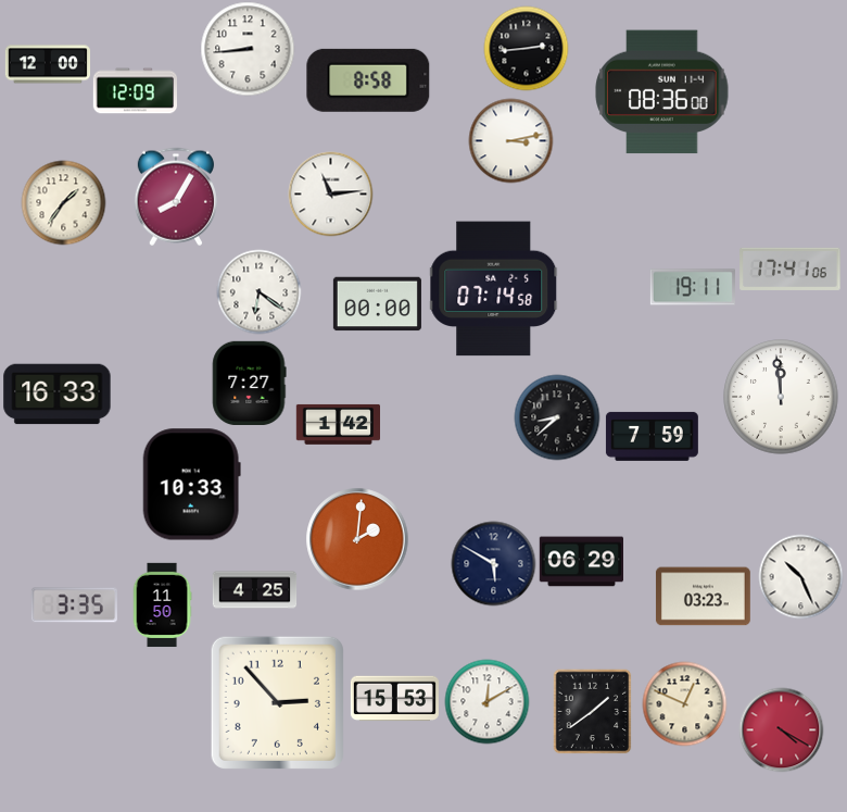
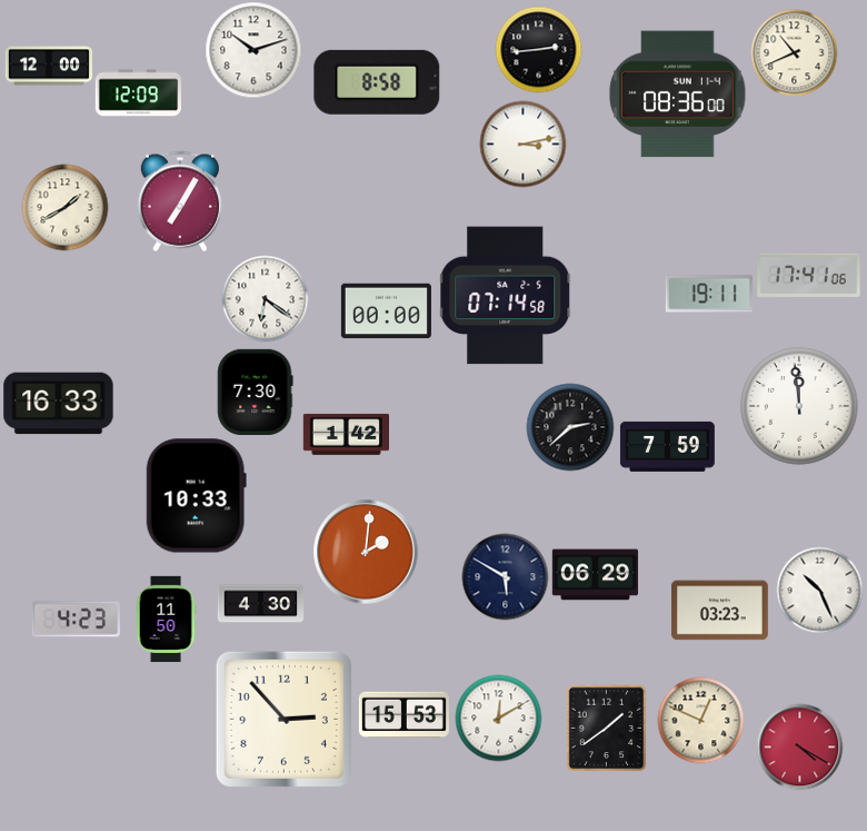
clock at (248, 49): 8:44 -> 10:12
clock at (794, 52): none -> 10:41
clock at (330, 193): 11:14 -> none
clock at (176, 197): 8:05 -> 7:05
clock at (63, 202): 1:36 -> 1:40
clock at (250, 383): 7:27 -> 7:30
clock at (557, 417): 8:38 -> 2:38
clock at (254, 590): 4:25 -> 4:30
clock at (74, 605): 3:35 -> 4:23
